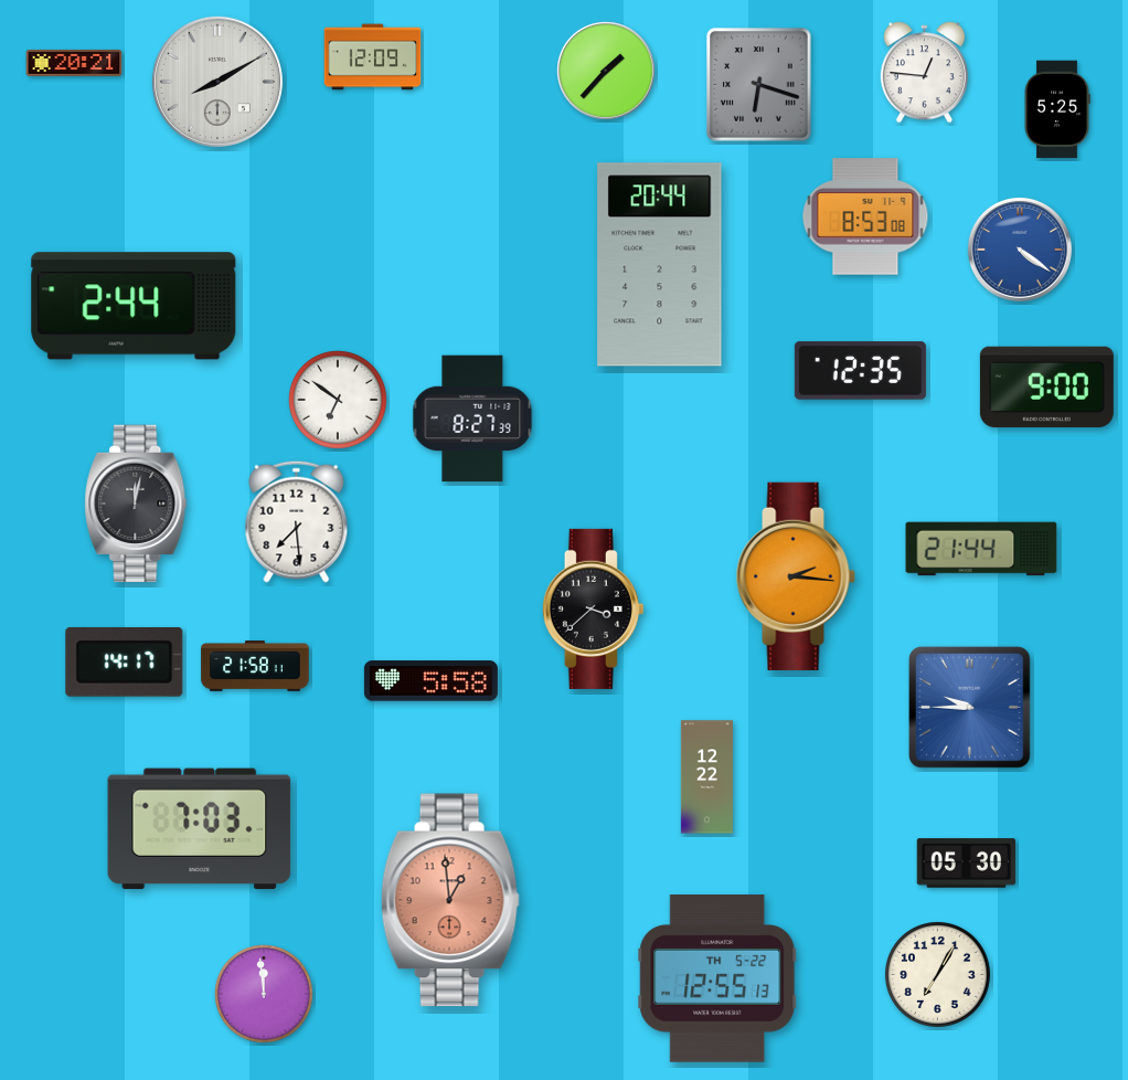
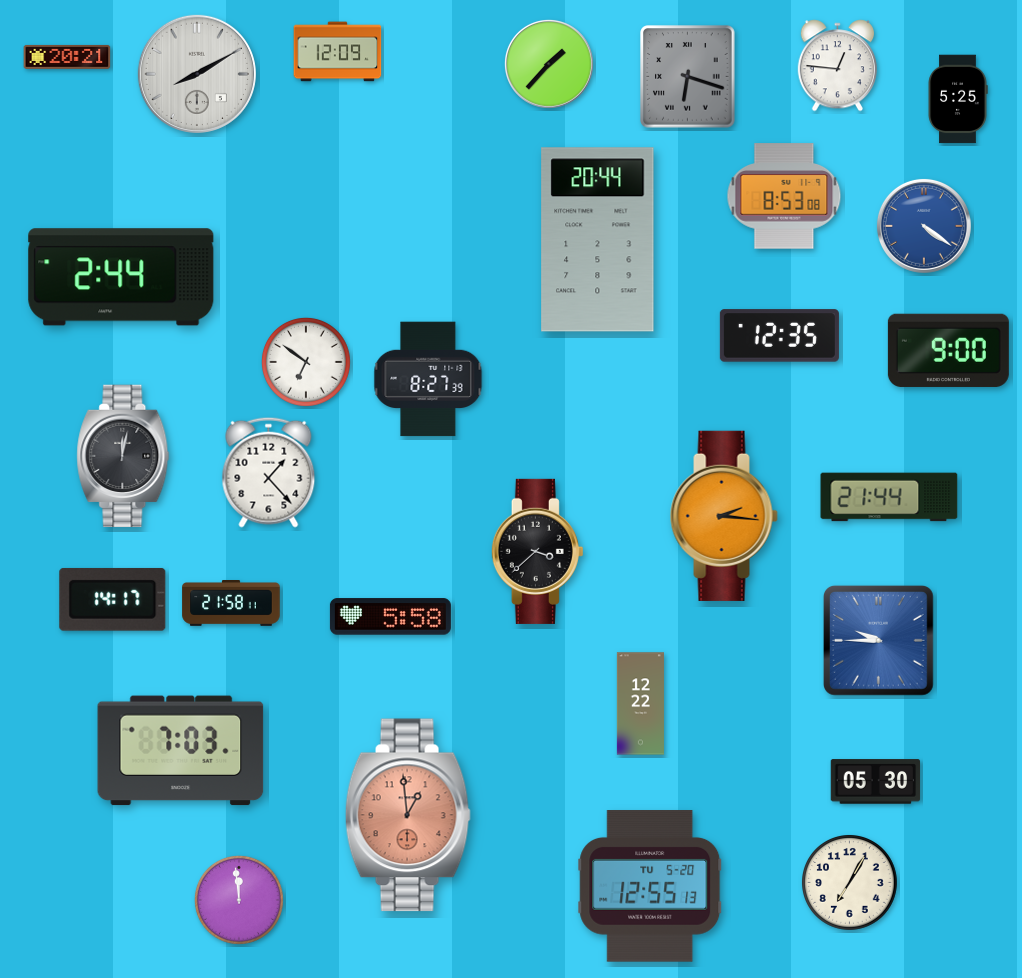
clock at (297, 521): 7:29 -> 1:23
clock at (796, 576) position: (796, 576) -> (724, 516)
clock at (717, 978) date: TH 5-22 -> TU 5-20
